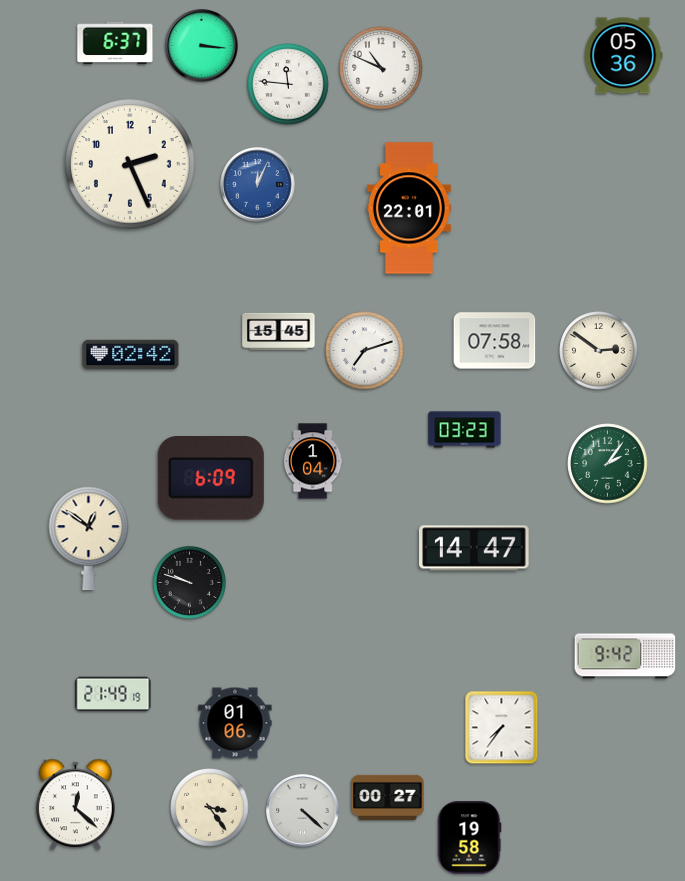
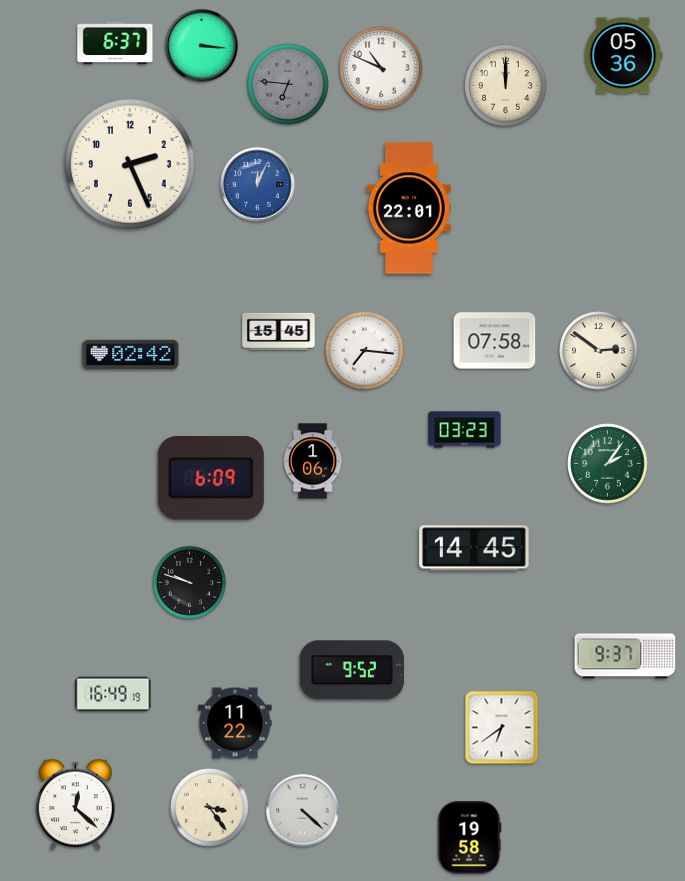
clock at (288, 84): 11:46 -> 6:46
clock at (288, 84) dial: white -> grey
clock at (506, 86): none -> 12:00
clock at (365, 351): 7:12 -> 7:16
clock at (313, 461): 1:04 -> 1:06
clock at (89, 539): 12:51 -> none
clock at (474, 548): 14:47 -> 14:45
clock at (625, 656): 9:42 -> 9:37
clock at (352, 670): none -> 9:52
clock at (113, 694): 21:49 -> 16:49
clock at (235, 723): 01:06 -> 11:22
clock at (502, 728): 7:36 -> 6:39
clock at (388, 797): 00:27 -> none
